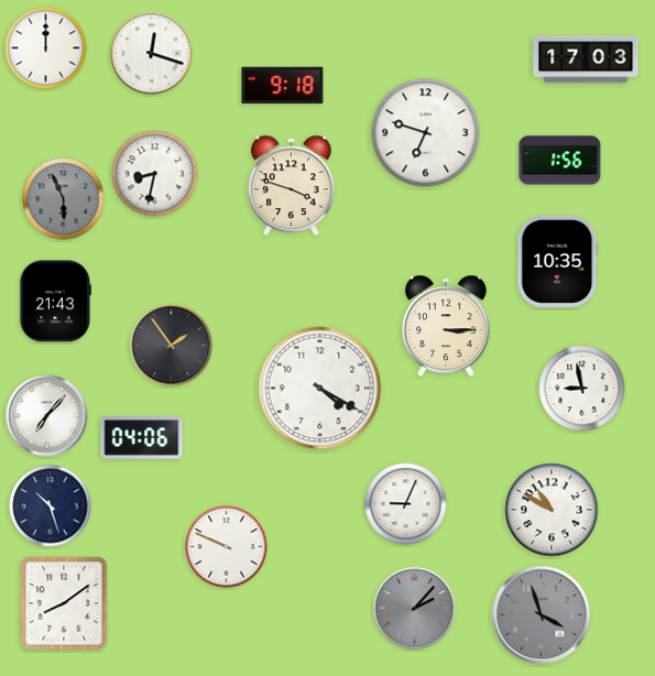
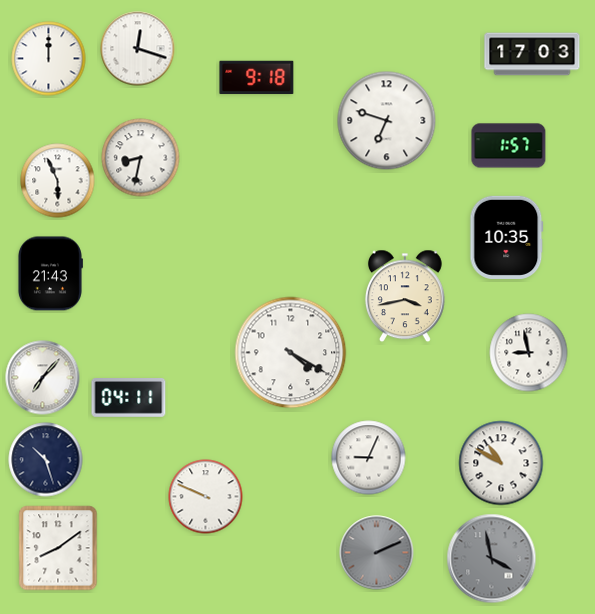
clock at (46, 48) position: (46, 48) -> (49, 59)
clock at (560, 161): 1:56 -> 1:57
clock at (292, 186): 3:48 -> none
clock at (64, 199) dial: grey -> white
clock at (446, 326): 3:15 -> 3:43
clock at (172, 346): 1:54 -> none
clock at (142, 438): 04:06 -> 04:11
clock at (415, 609): 2:07 -> 2:11
clock at (542, 615): 3:57 -> 3:58
